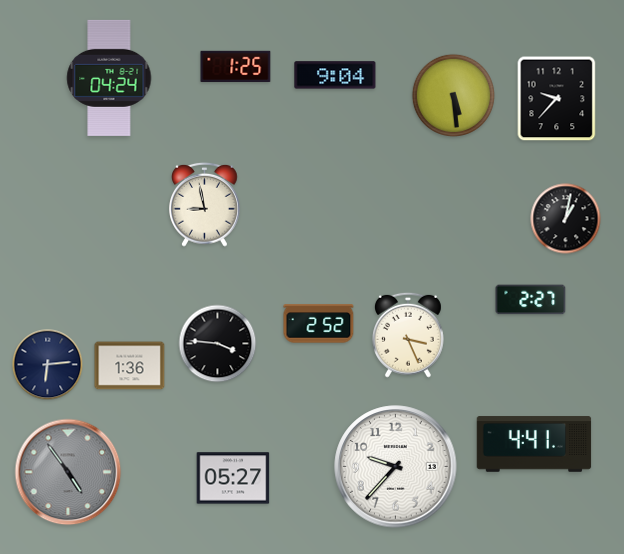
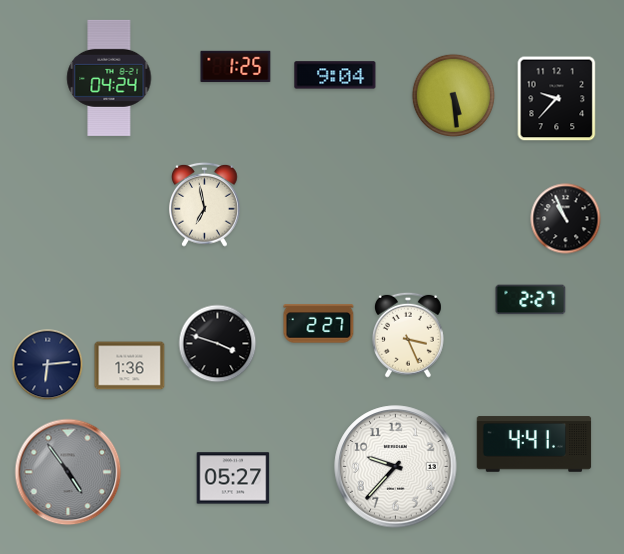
clock at (205, 204): 8:58 -> 6:58
clock at (566, 219): 1:02 -> 10:56
clock at (319, 324): 2:52 -> 2:27
clock at (218, 344): 3:46 -> 3:48
